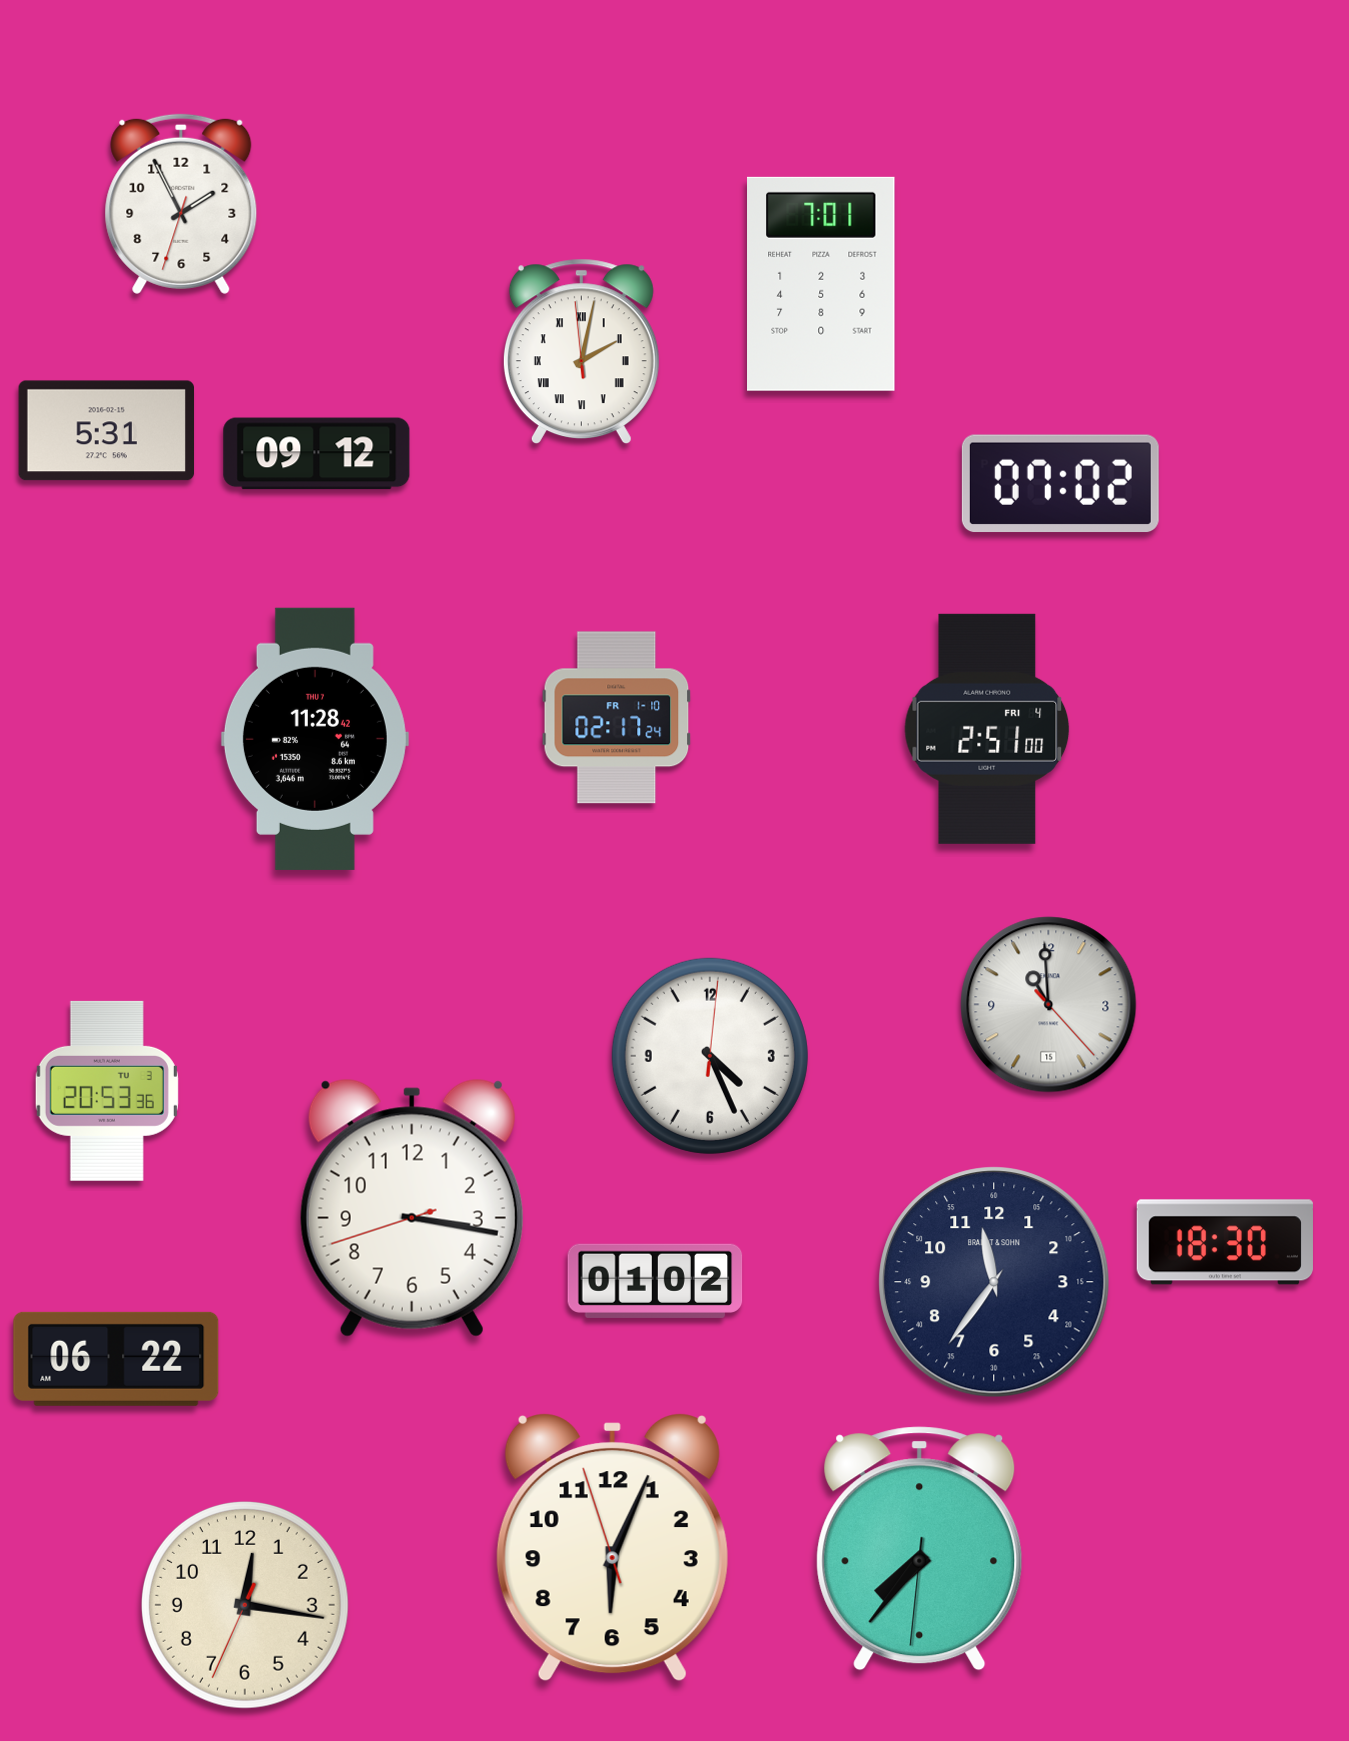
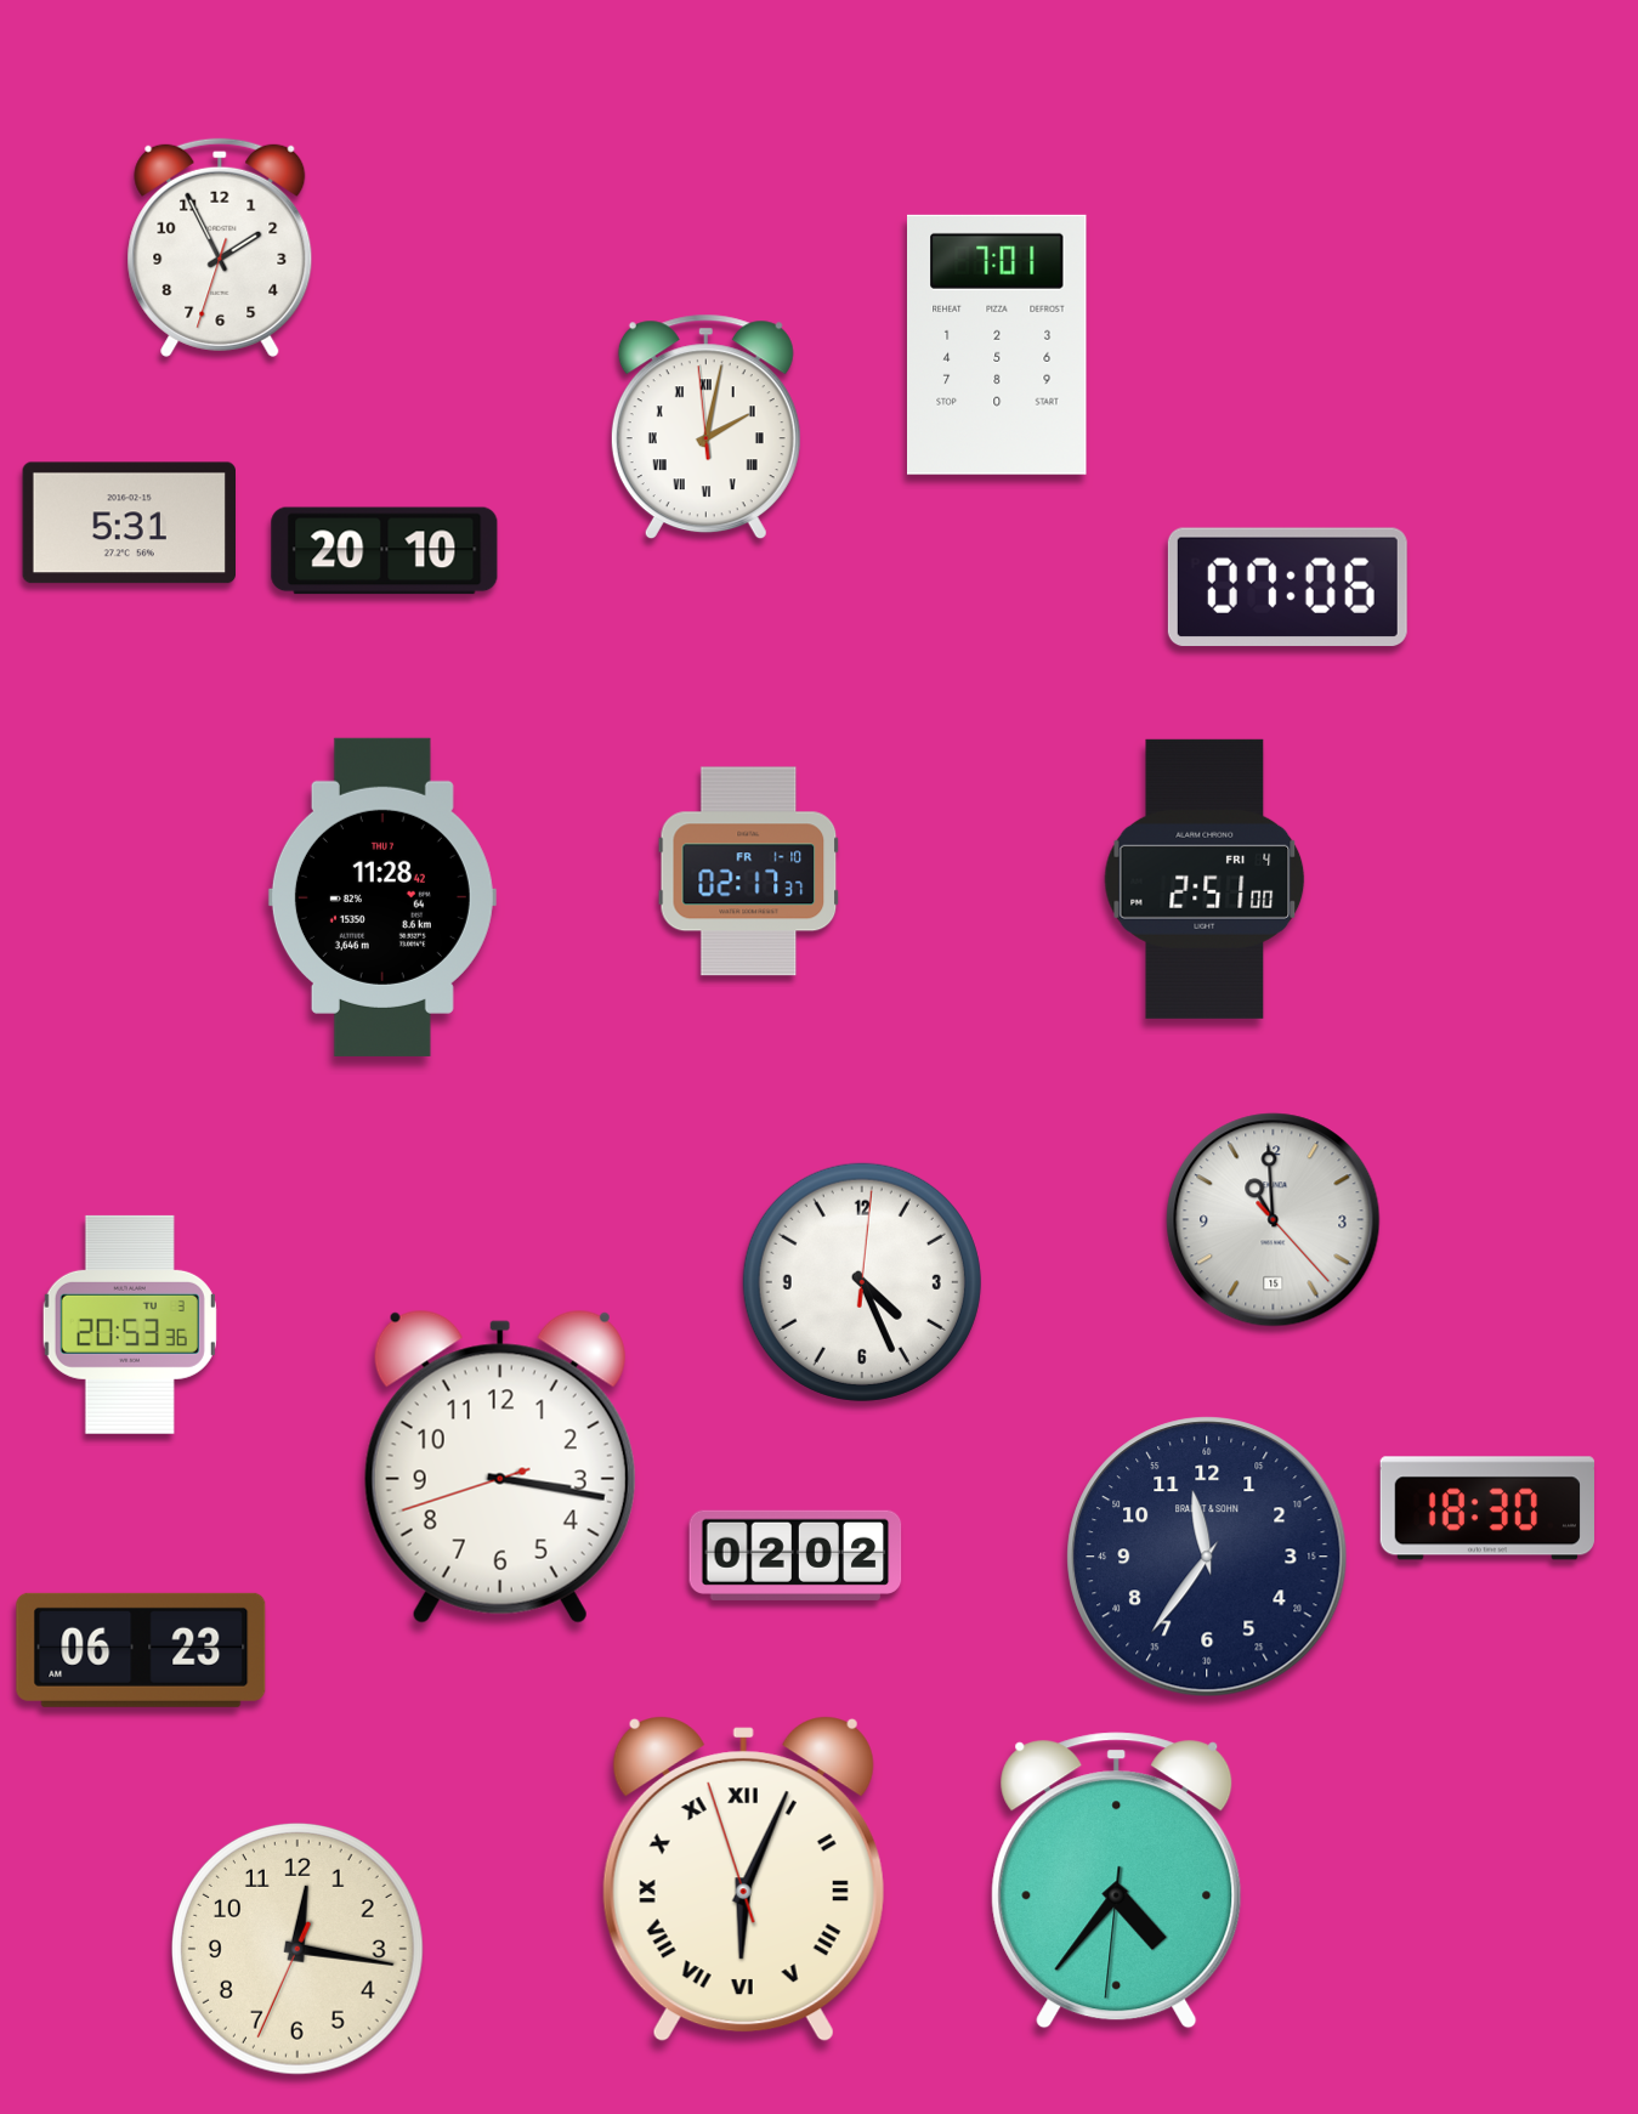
clock at (317, 454): 09:12 -> 20:10
clock at (1060, 484): 07:02 -> 07:06
clock at (617, 718): 02:17:24 -> 02:17:37
clock at (987, 729) position: (987, 729) -> (1205, 879)
clock at (655, 1281): 01:02 -> 02:02
clock at (116, 1359): 06:22 -> 06:23
clock at (612, 1548) numerals: Arabic -> Roman
clock at (920, 1549): 7:36 -> 4:36
